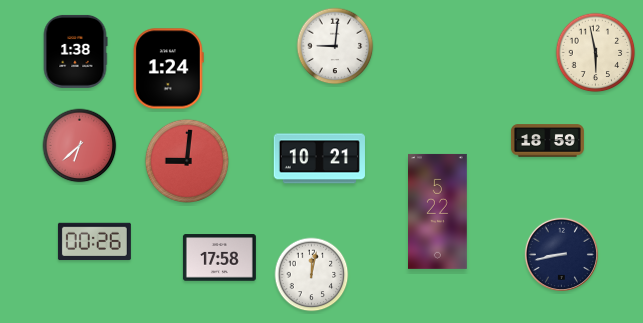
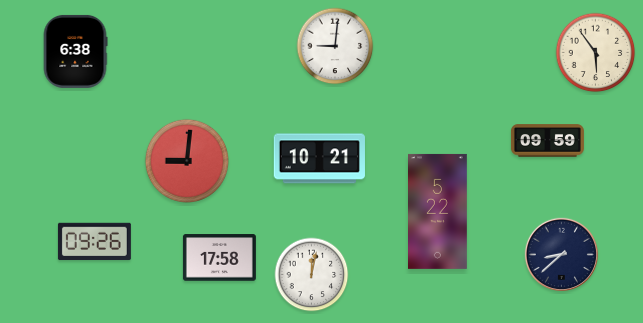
clock at (75, 51): 1:38 -> 6:38
clock at (596, 53): 5:58 -> 5:54
clock at (168, 69): 1:24 -> none
clock at (547, 141): 18:59 -> 09:59
clock at (80, 146): 6:38 -> none
clock at (94, 242): 00:26 -> 09:26
clock at (561, 254): 8:43 -> 8:38
